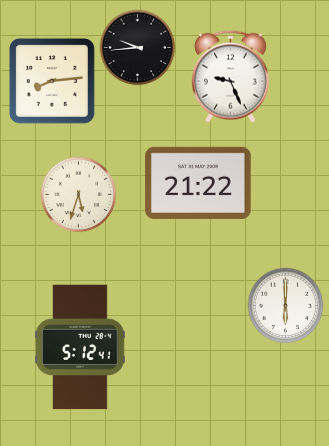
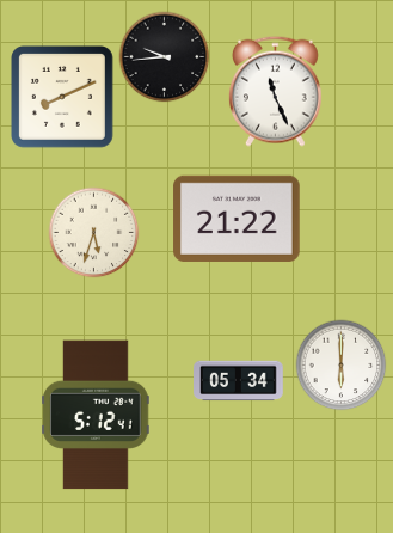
clock at (230, 76): 9:26 -> 11:26
clock at (53, 82): 8:14 -> 8:11
clock at (239, 381): none -> 05:34
